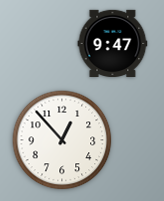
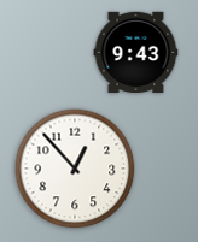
clock at (113, 43): 9:47 -> 9:43
